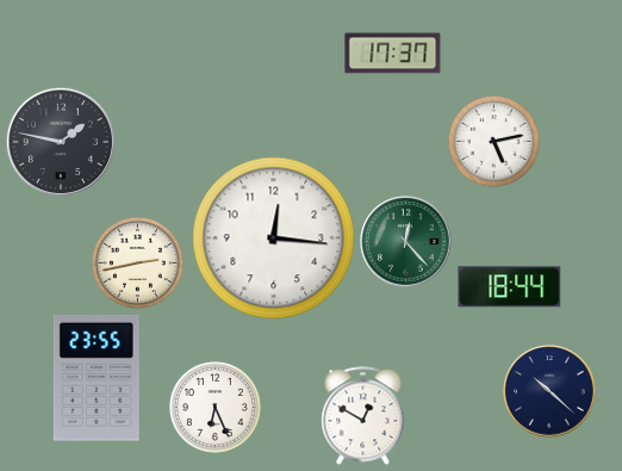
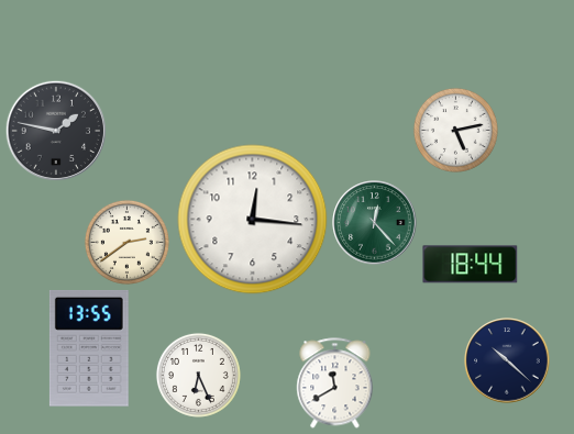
clock at (393, 54): 17:37 -> none
clock at (137, 262): 2:43 -> 2:39
clock at (97, 378): 23:55 -> 13:55
clock at (363, 416): 12:50 -> 11:40
